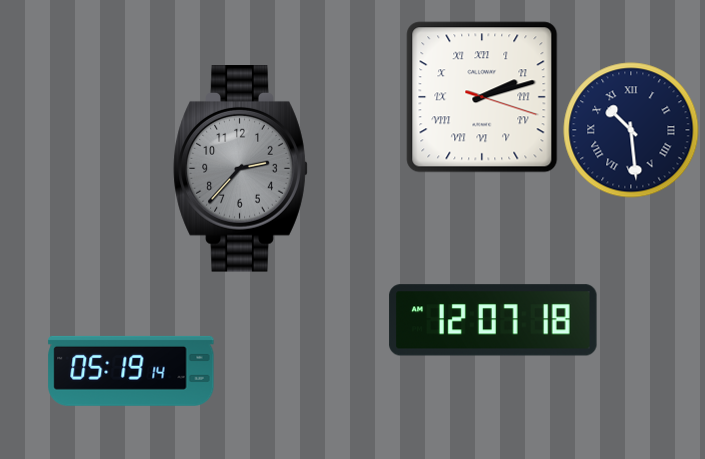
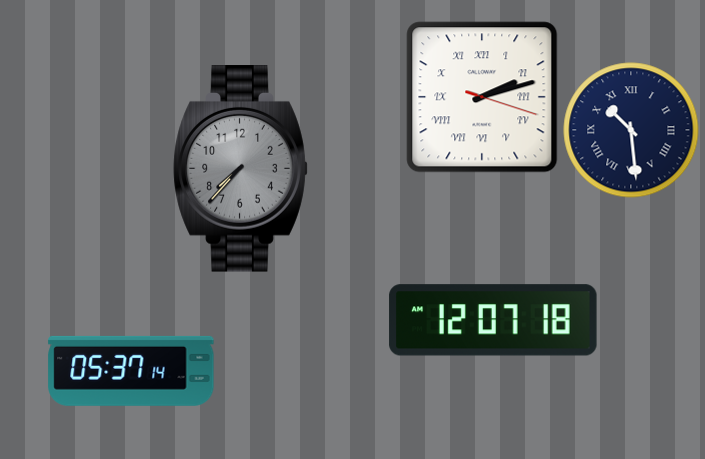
clock at (241, 169): 2:37 -> 7:37
clock at (131, 371): 05:19 -> 05:37
